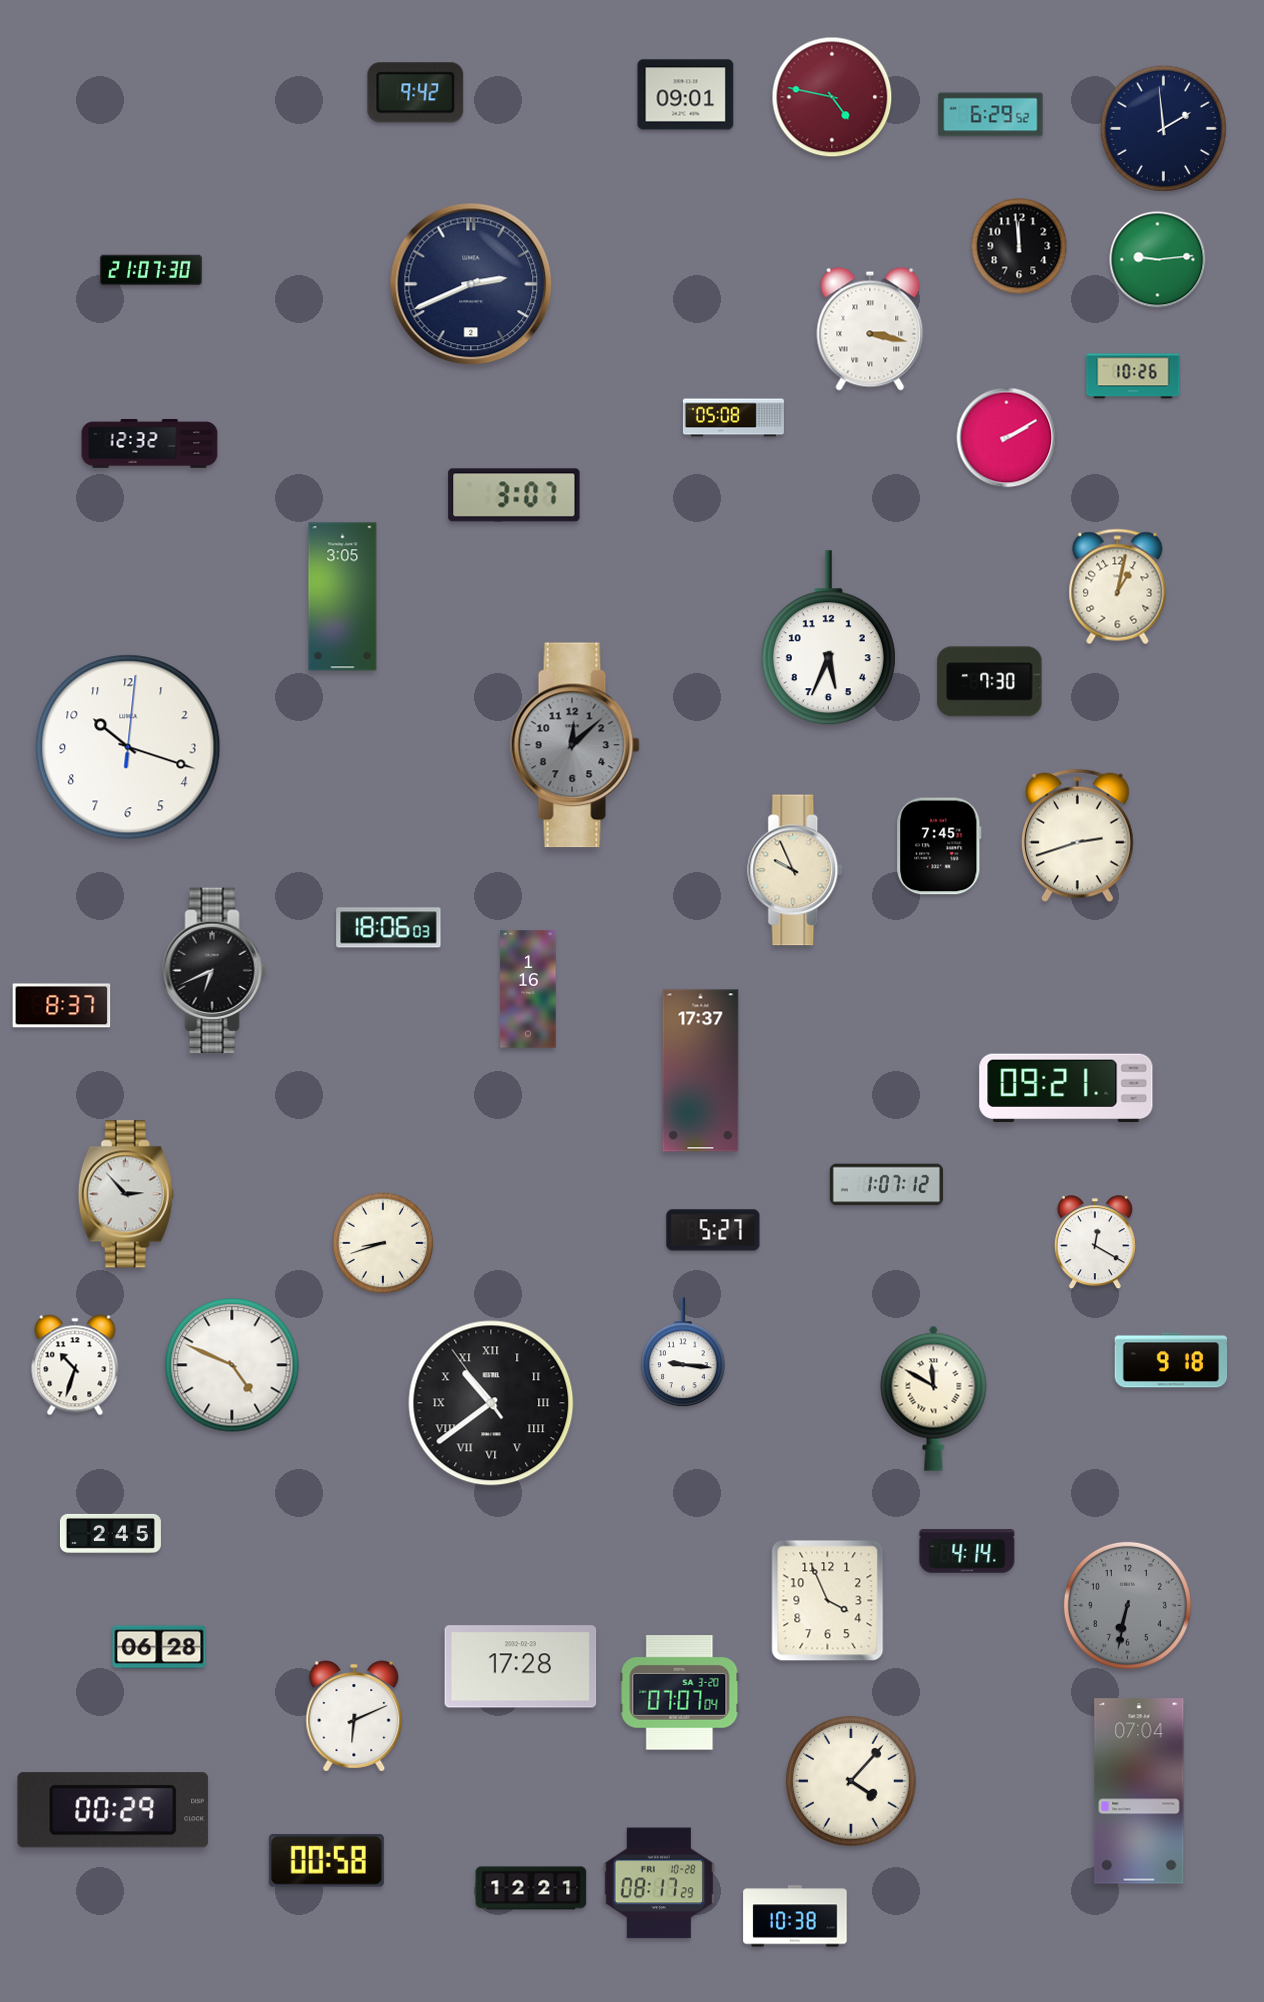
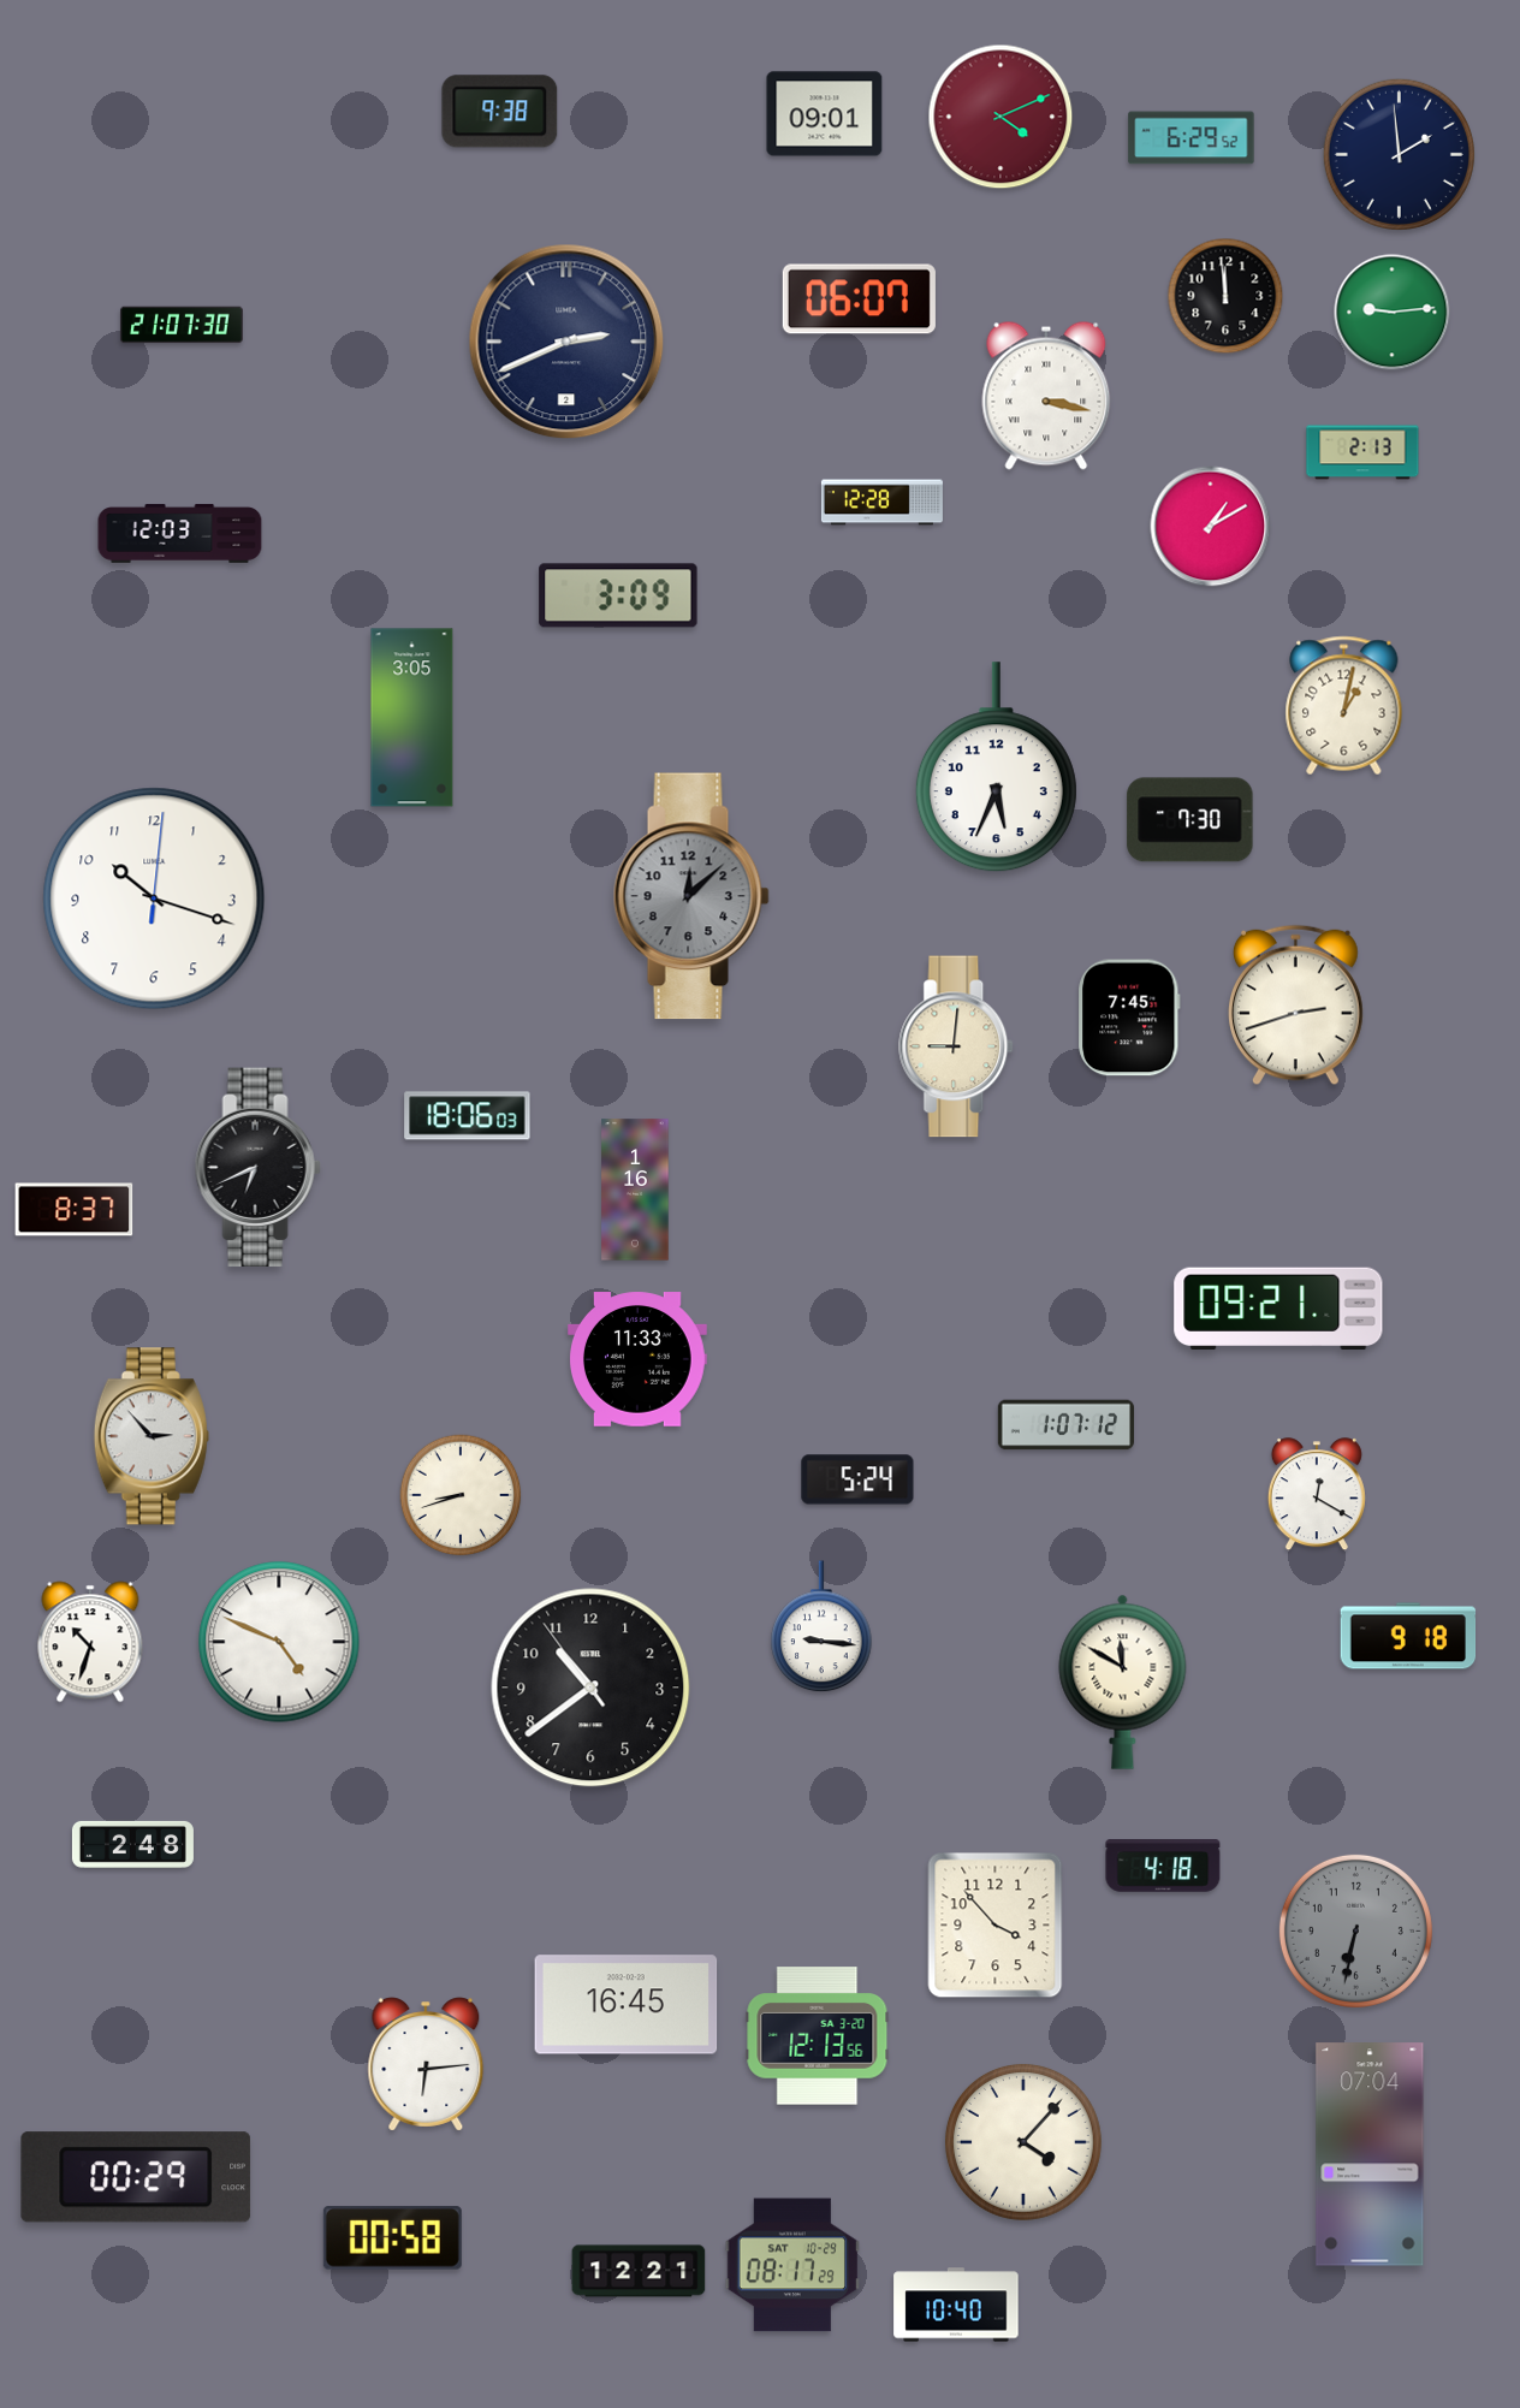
clock at (416, 93): 9:42 -> 9:38
clock at (832, 97): 4:47 -> 4:11
clock at (859, 299): none -> 06:07
clock at (1133, 376): 10:26 -> 2:13
clock at (733, 418): 05:08 -> 12:28
clock at (1007, 438): 2:10 -> 1:10
clock at (150, 444): 12:32 -> 12:03
clock at (514, 495): 3:07 -> 3:09
clock at (796, 870): 9:56 -> 9:01
clock at (701, 1071): 17:37 -> none
clock at (1066, 1088) position: (1066, 1088) -> (1278, 1309)
clock at (637, 1359): none -> 11:33
clock at (713, 1230): 5:27 -> 5:24
clock at (491, 1403) numerals: Roman -> Arabic
clock at (110, 1533): 2:45 -> 2:48
clock at (967, 1551): 4:14 -> 4:18
clock at (828, 1601): 3:56 -> 3:53
clock at (159, 1647): 06:28 -> none
clock at (521, 1667): 17:28 -> 16:45
clock at (680, 1693): 07:07 -> 12:13
clock at (354, 1716): 6:11 -> 6:14
clock at (658, 1883) date: FRI 10-28 -> SAT 10-29
clock at (795, 1916): 10:38 -> 10:40
